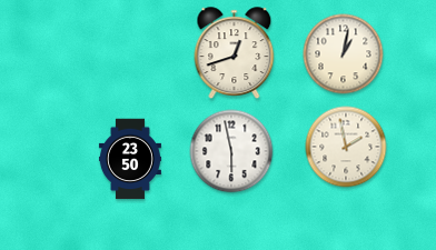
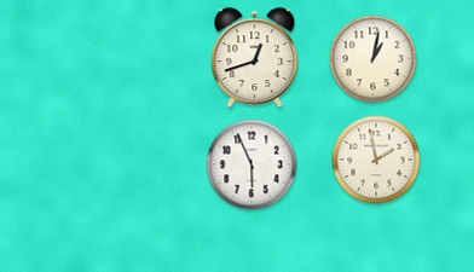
clock at (231, 151): 5:58 -> 5:56
clock at (130, 159): 23:50 -> none
